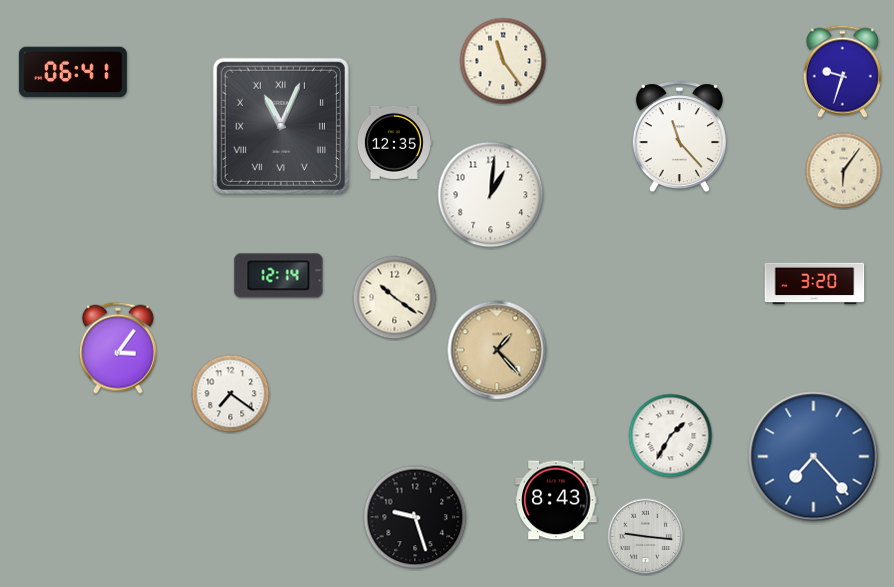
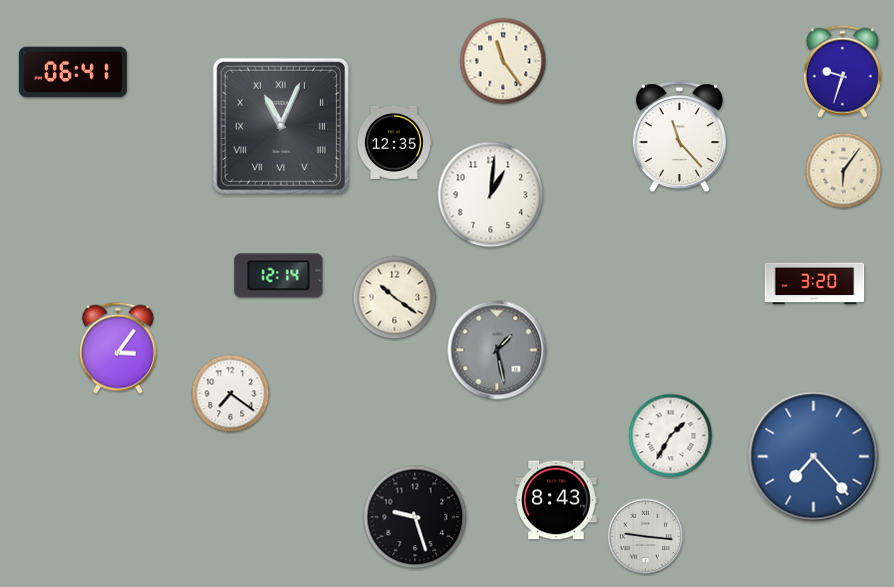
clock at (497, 350): 1:23 -> 1:28
clock at (497, 350) dial: champagne -> grey
